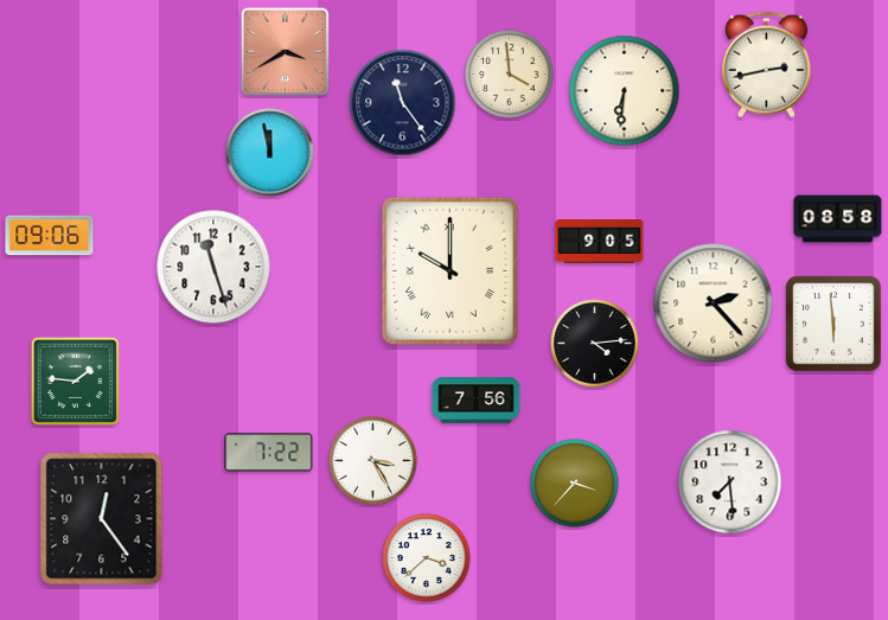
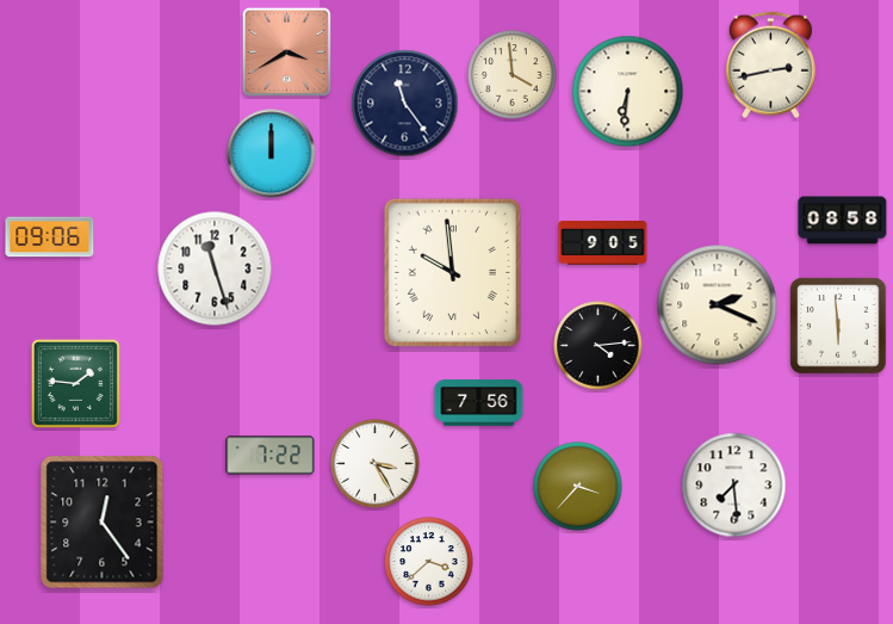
clock at (270, 153): 11:58 -> 12:00
clock at (449, 270): 10:00 -> 9:59
clock at (714, 303): 2:23 -> 2:19
